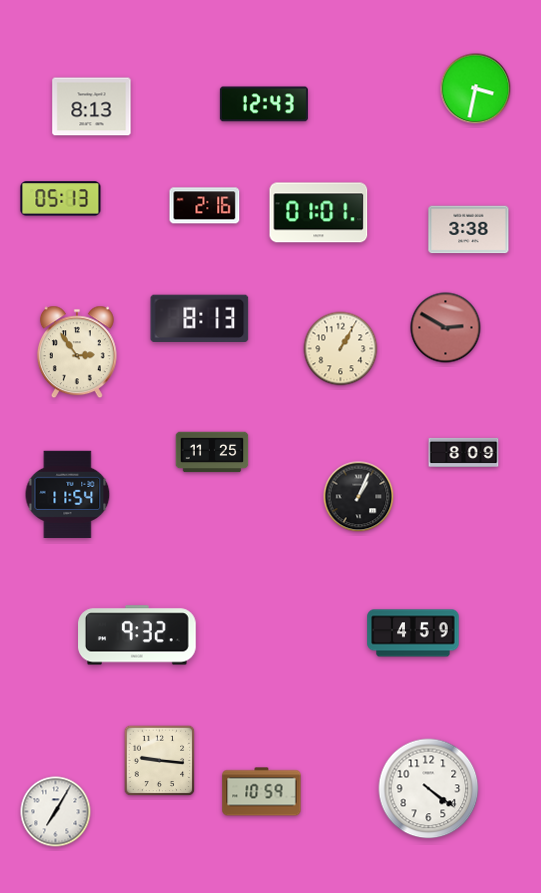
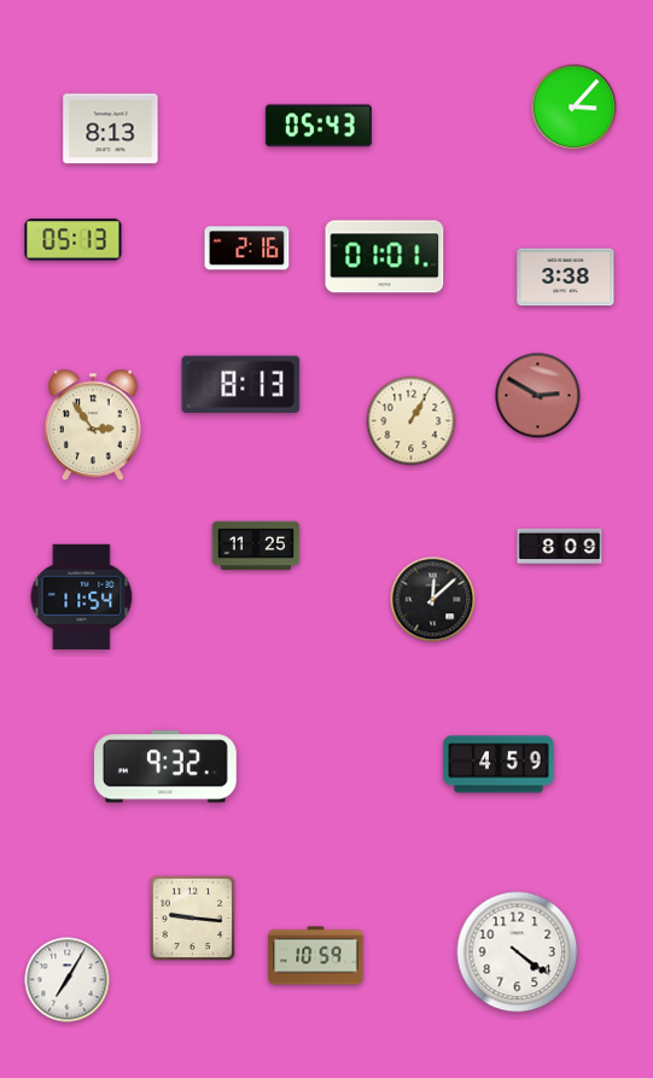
clock at (476, 89): 3:32 -> 3:07
clock at (264, 104): 12:43 -> 05:43
clock at (359, 497): 1:04 -> 12:08
